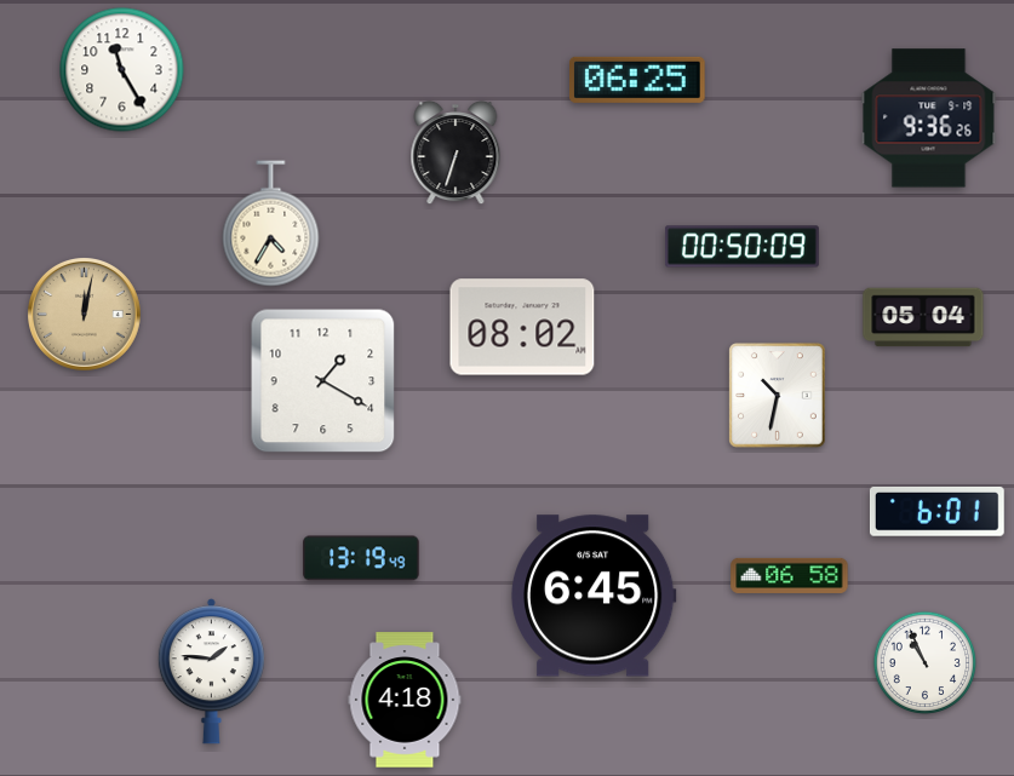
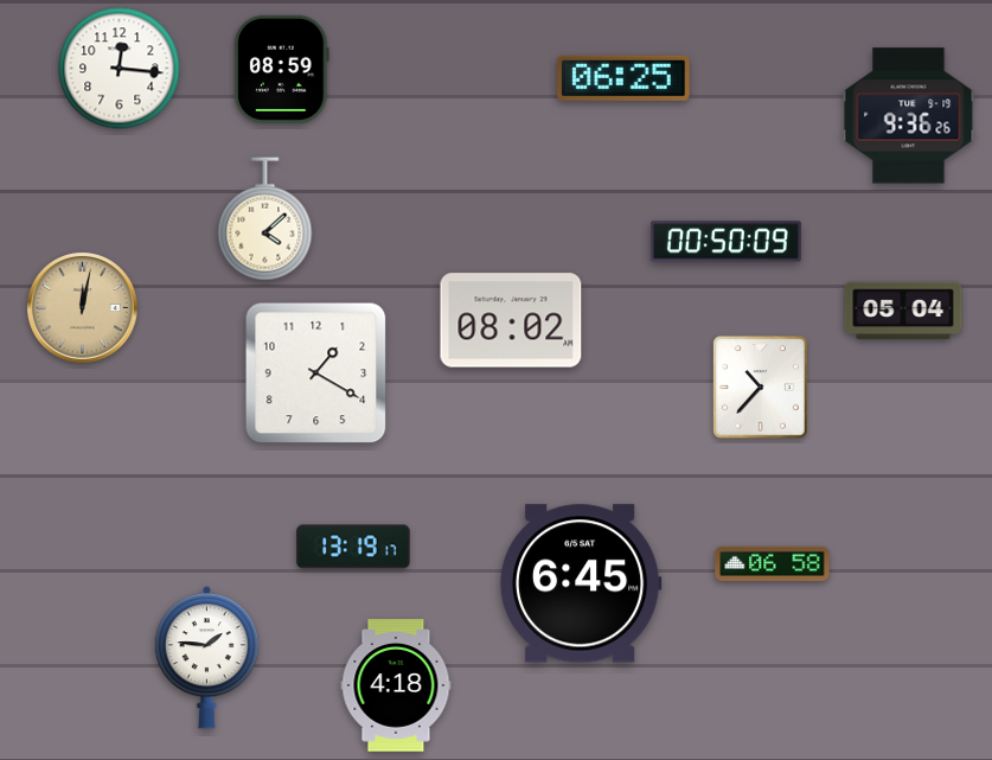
clock at (122, 70): 11:25 -> 12:16
clock at (282, 69): none -> 08:59
clock at (456, 153): 6:33 -> none
clock at (271, 224): 4:35 -> 4:08
clock at (778, 396): 10:32 -> 10:37
clock at (936, 512): 6:01 -> none
clock at (361, 558): 13:19:49 -> 13:19:17
clock at (924, 662): 10:56 -> none
